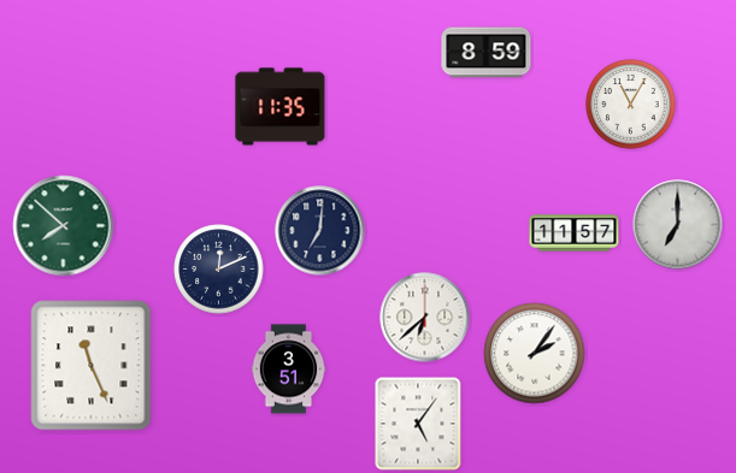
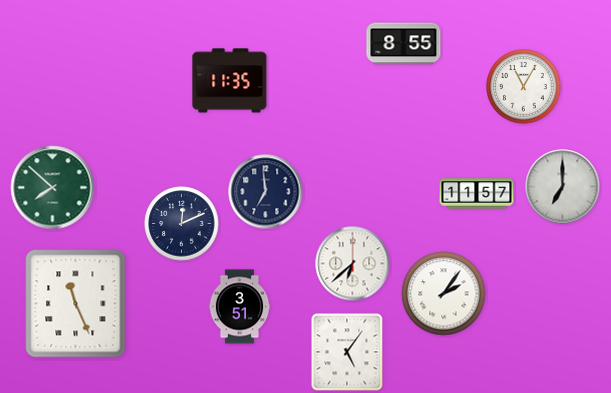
clock at (487, 53): 8:59 -> 8:55
clock at (281, 107) position: (281, 107) -> (230, 81)
clock at (320, 231): 7:01 -> 6:59
